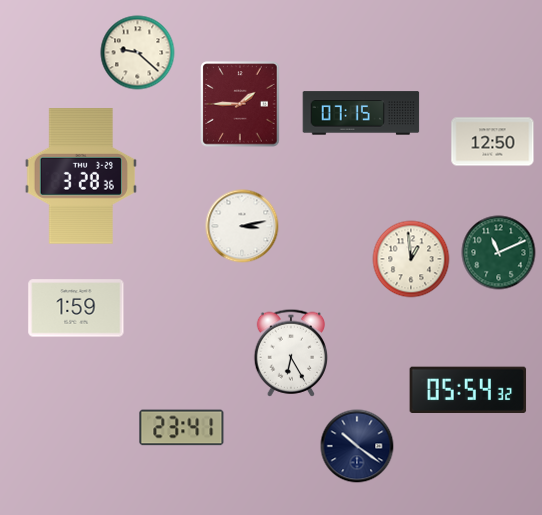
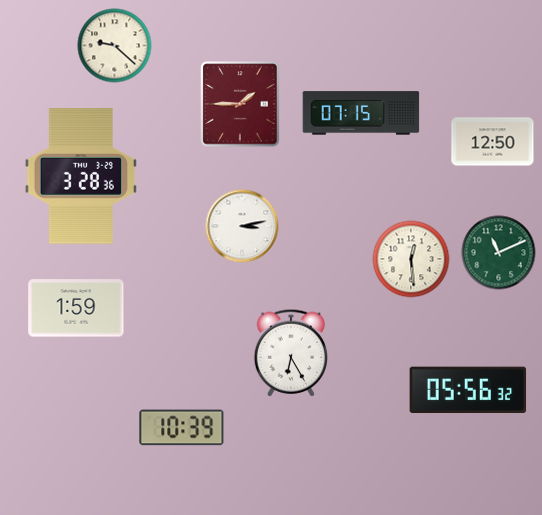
clock at (138, 53) position: (138, 53) -> (115, 46)
clock at (411, 259): 12:59 -> 12:29
clock at (468, 390): 05:54 -> 05:56
clock at (182, 428): 23:41 -> 10:39
clock at (357, 446): 10:21 -> none
